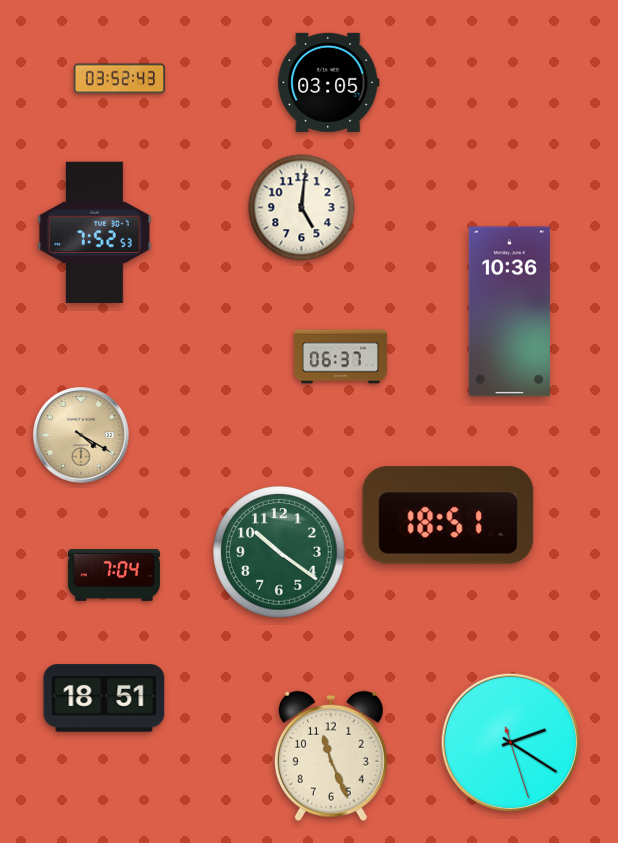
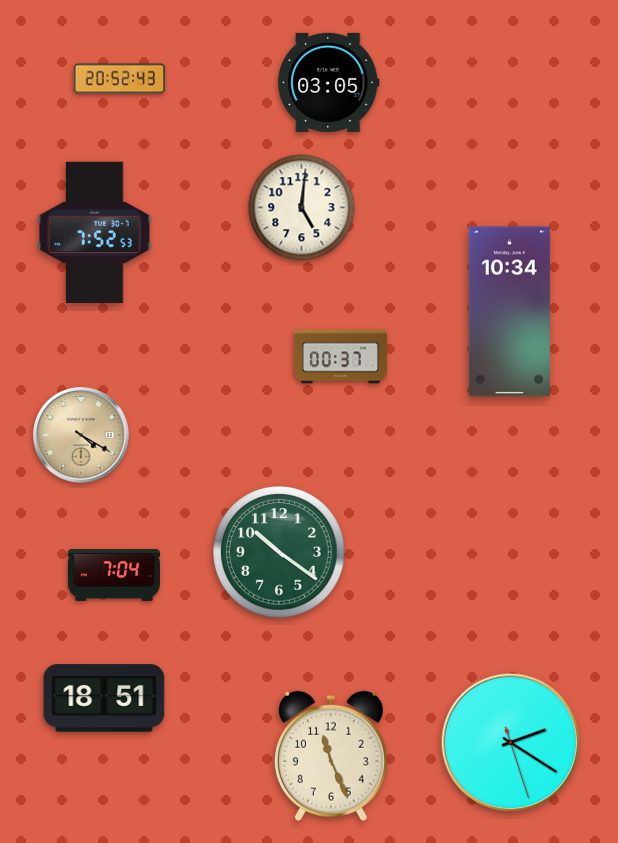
clock at (119, 79): 03:52 -> 20:52
clock at (509, 312): 10:36 -> 10:34
clock at (340, 357): 06:37 -> 00:37
clock at (448, 515): 18:51 -> none
